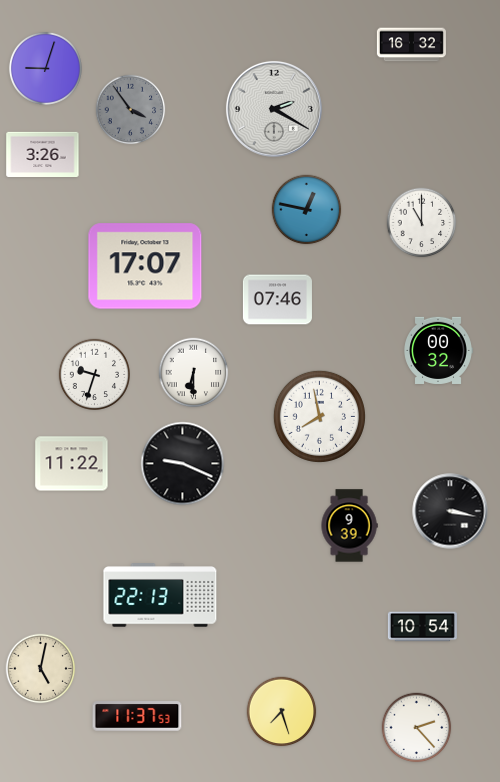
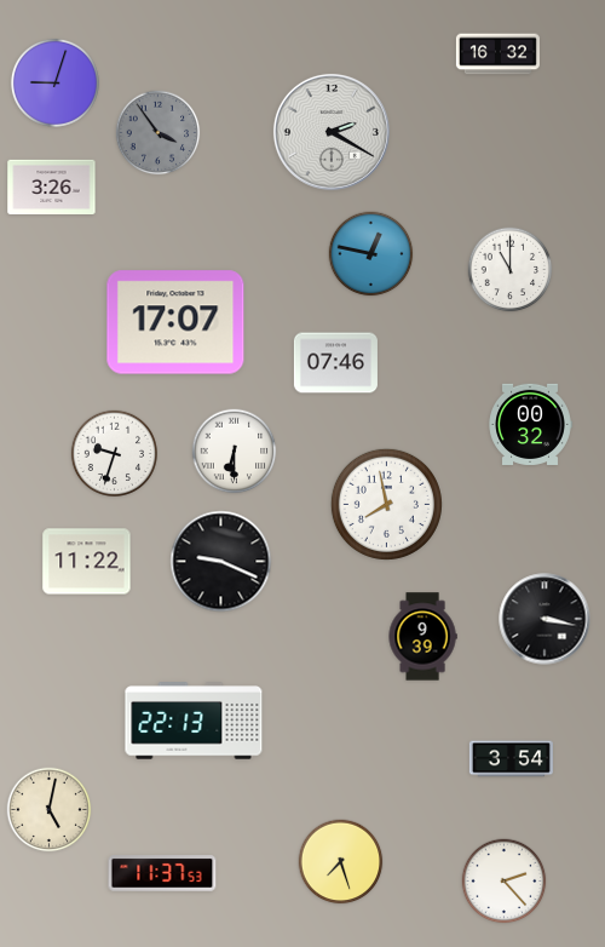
clock at (422, 627): 10:54 -> 3:54
clock at (137, 716) position: (137, 716) -> (162, 873)
